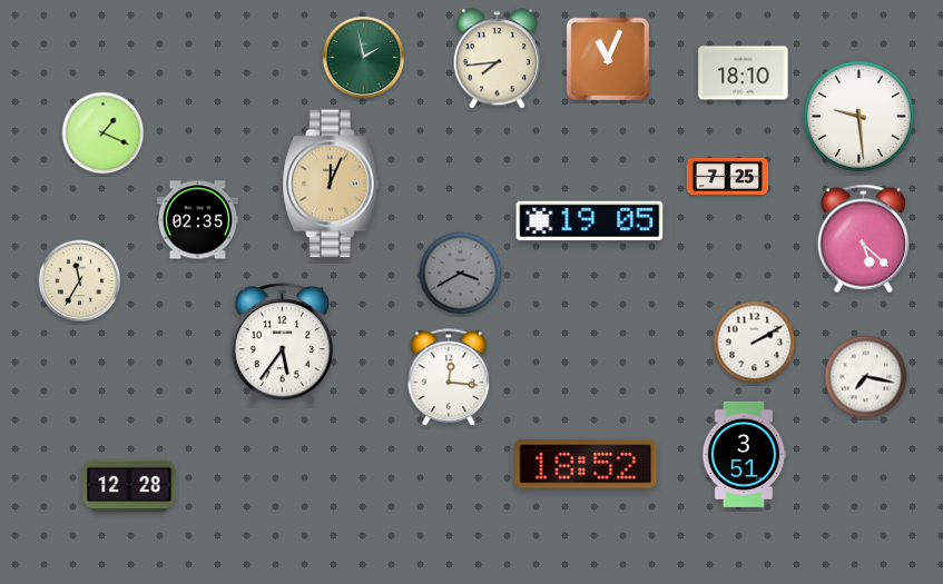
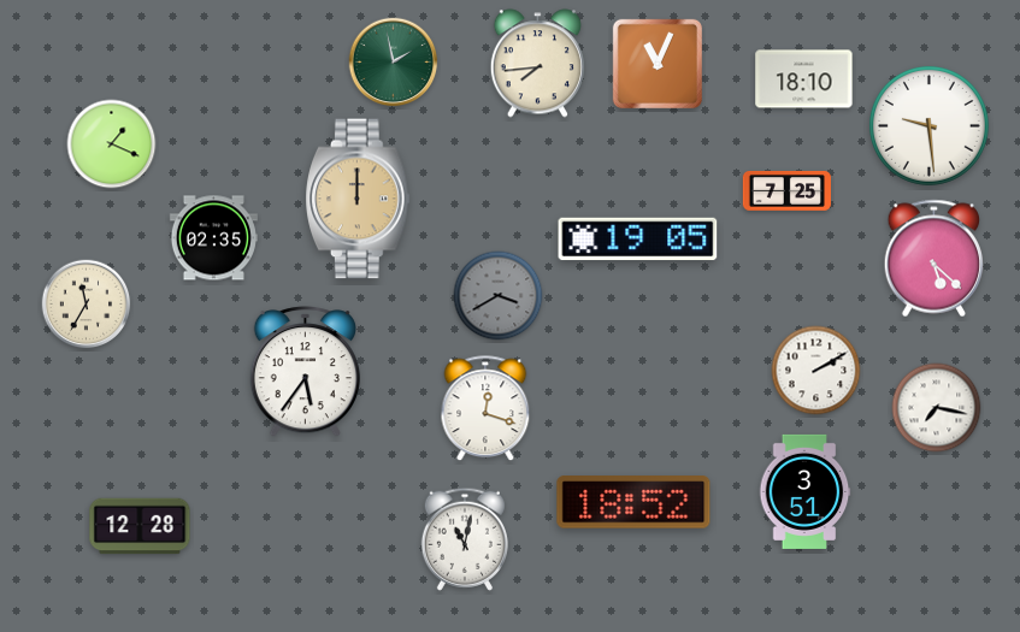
clock at (332, 184): 12:04 -> 12:00
clock at (449, 378): 12:16 -> 12:18
clock at (465, 539): none -> 11:02
